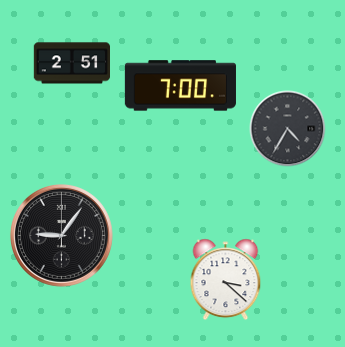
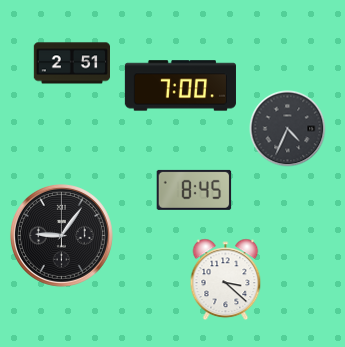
clock at (288, 129): 4:35 -> 4:34
clock at (194, 190): none -> 8:45
